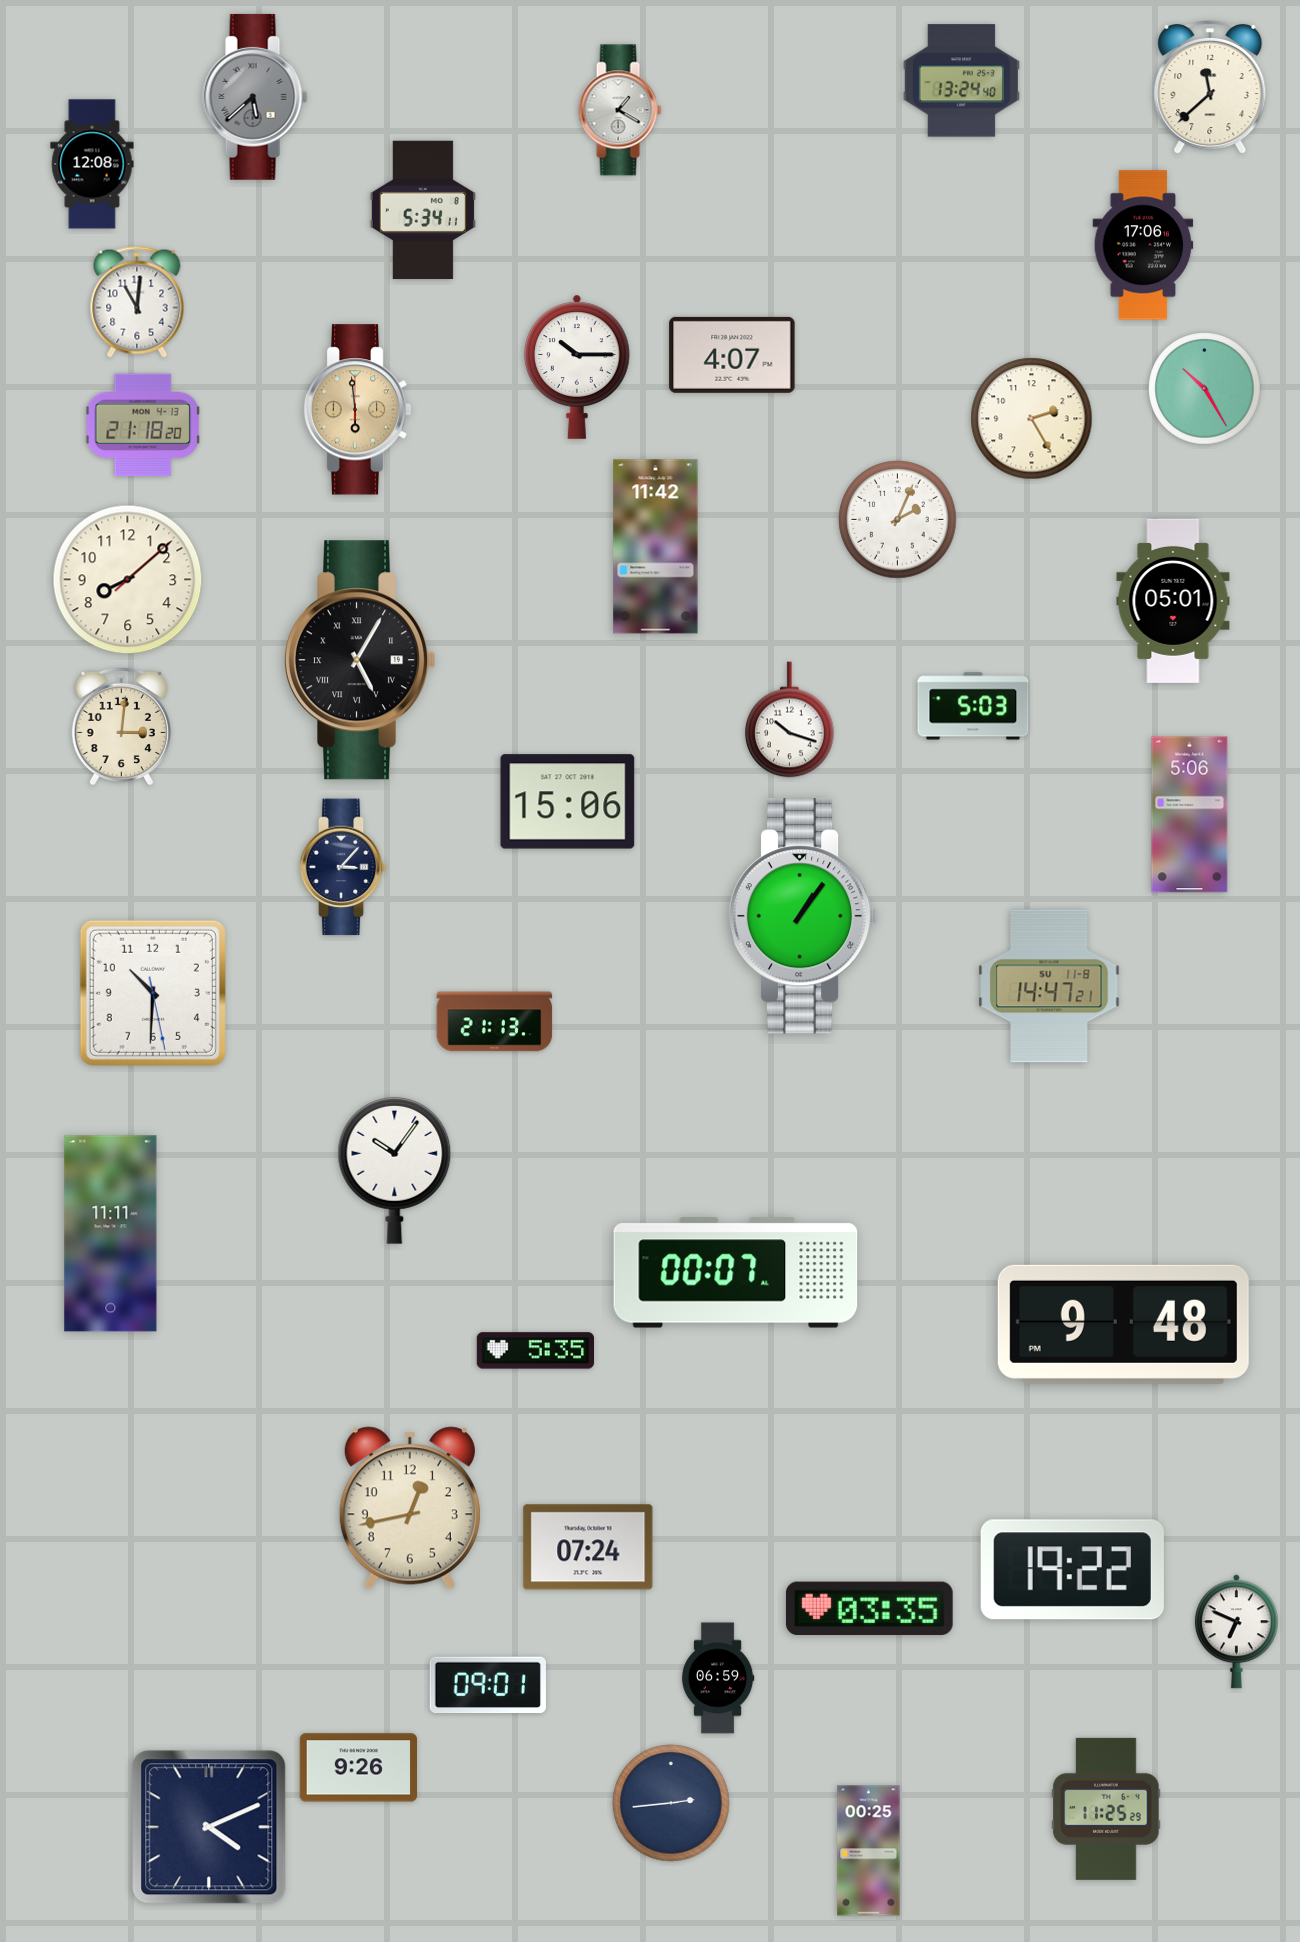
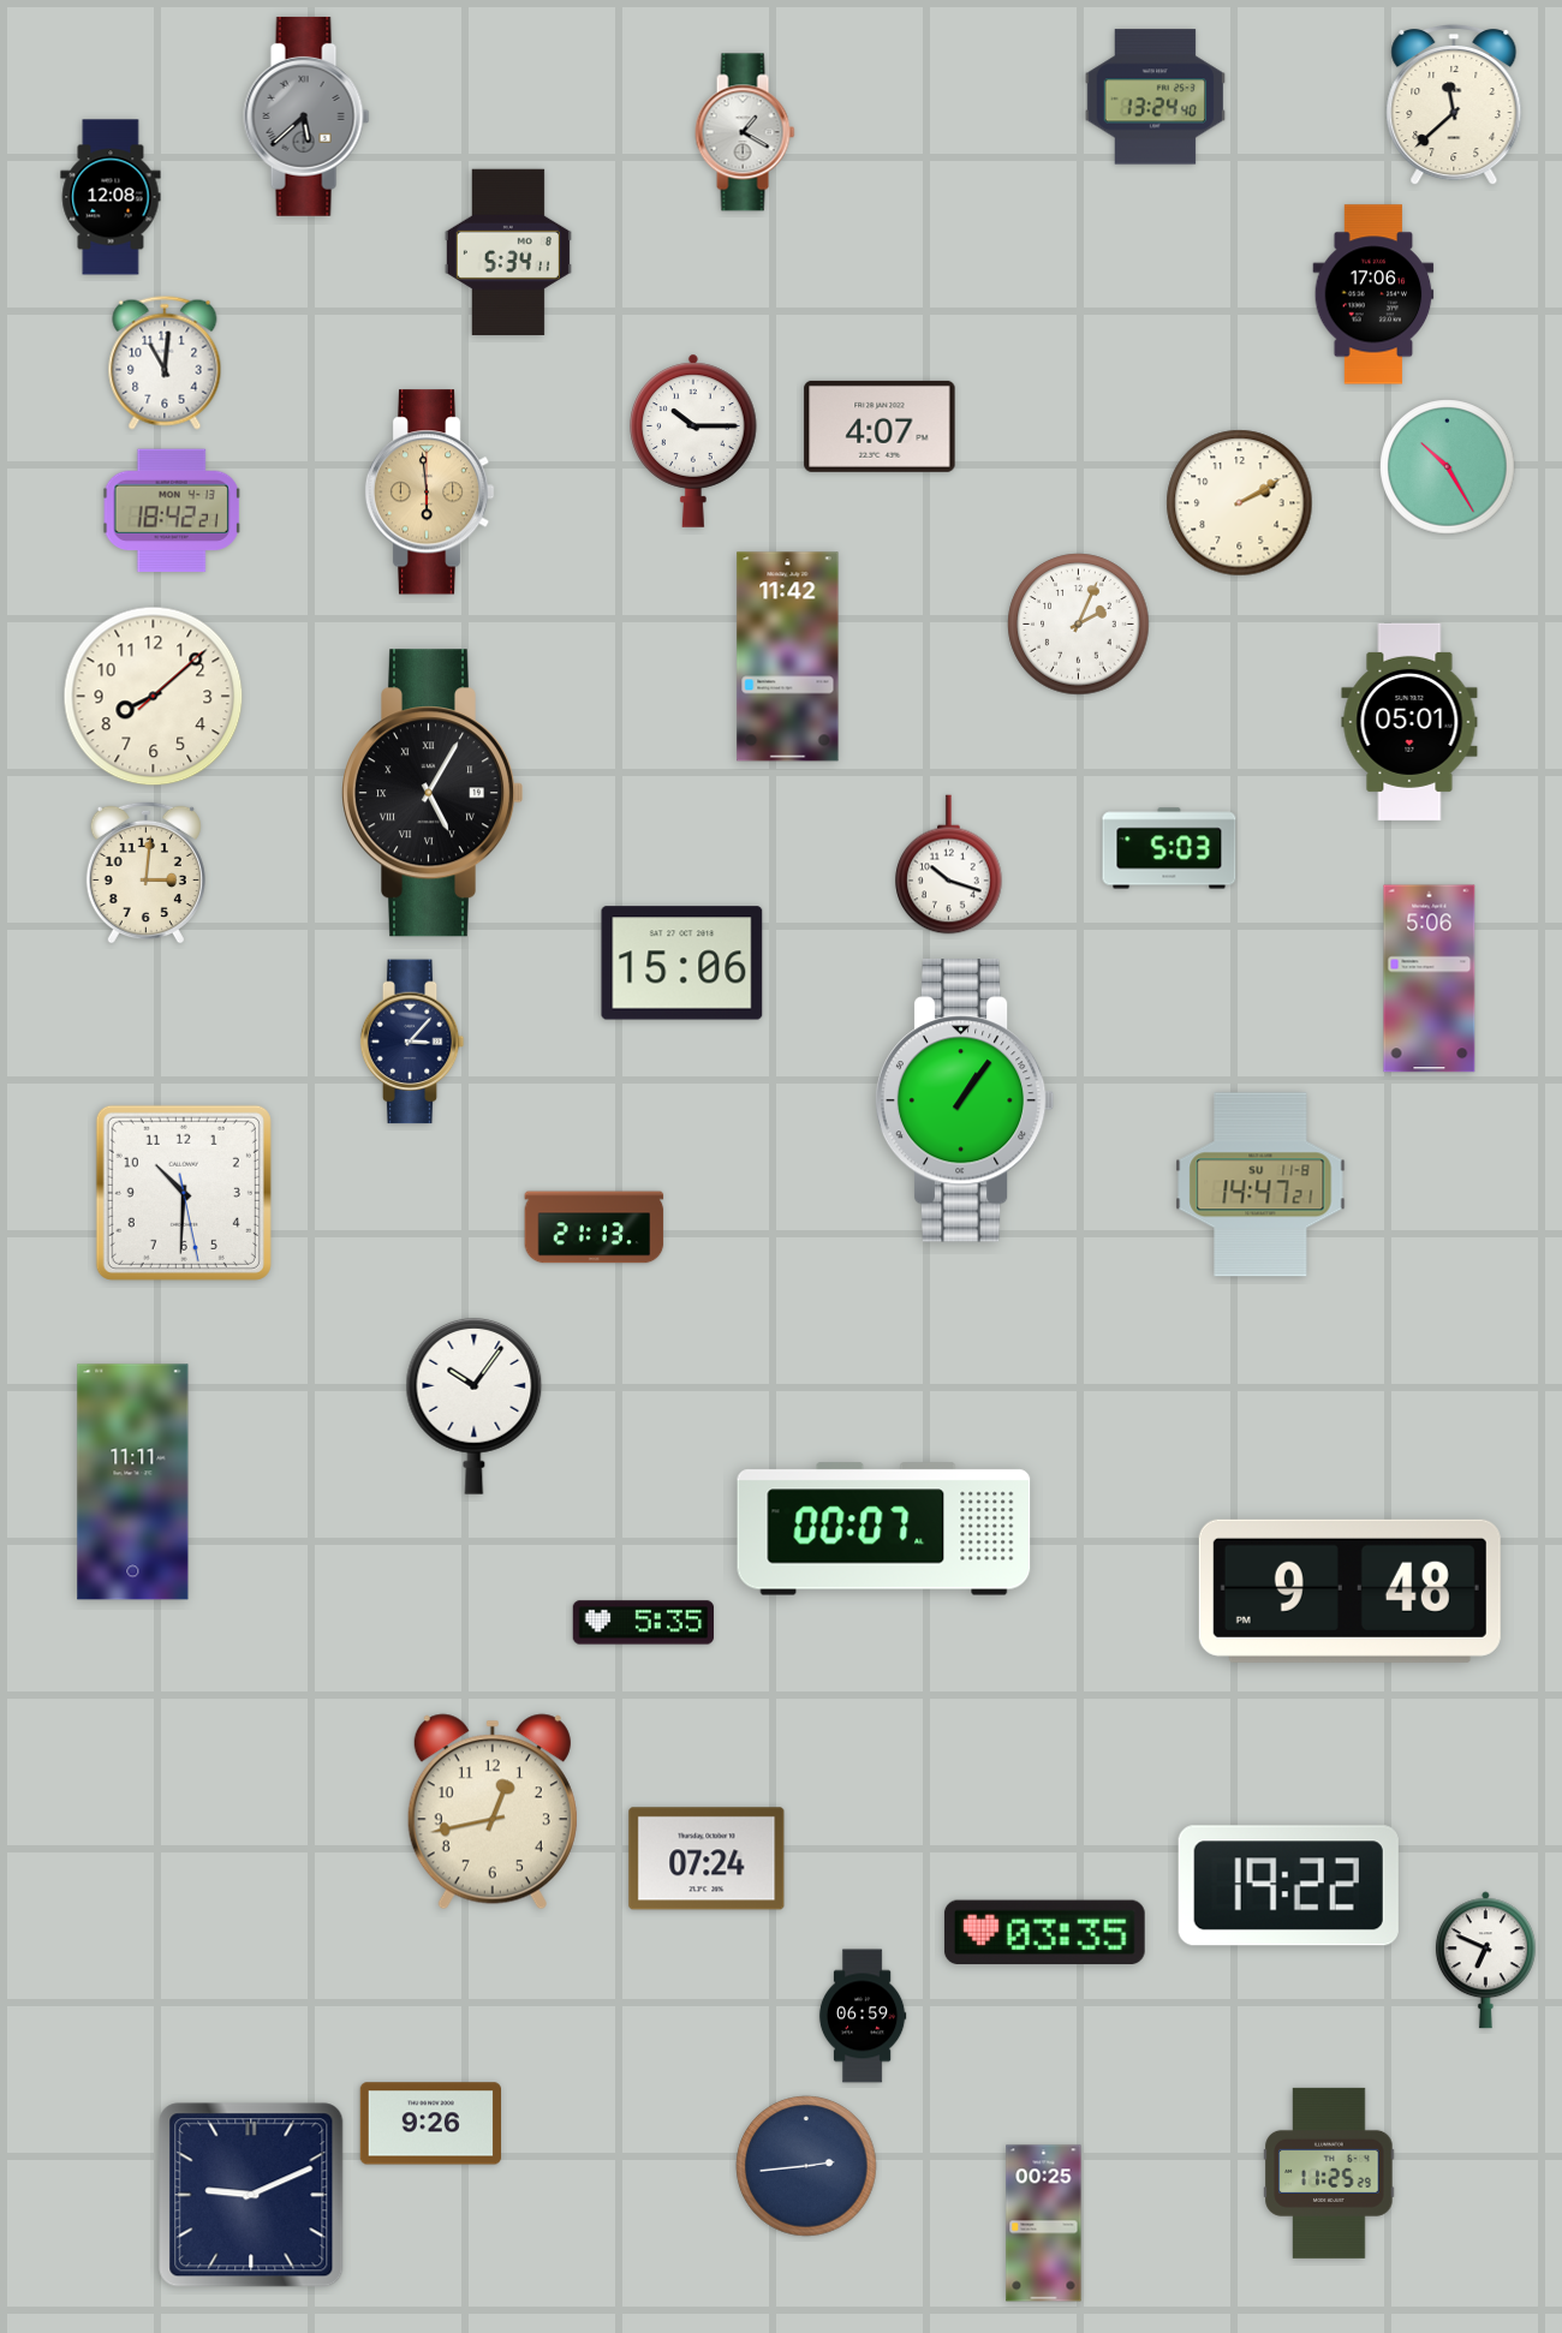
clock at (1032, 419): 2:25 -> 2:10
clock at (143, 425): 21:18 -> 18:42
clock at (488, 1685): 09:01 -> none
clock at (209, 1827): 4:11 -> 9:11
